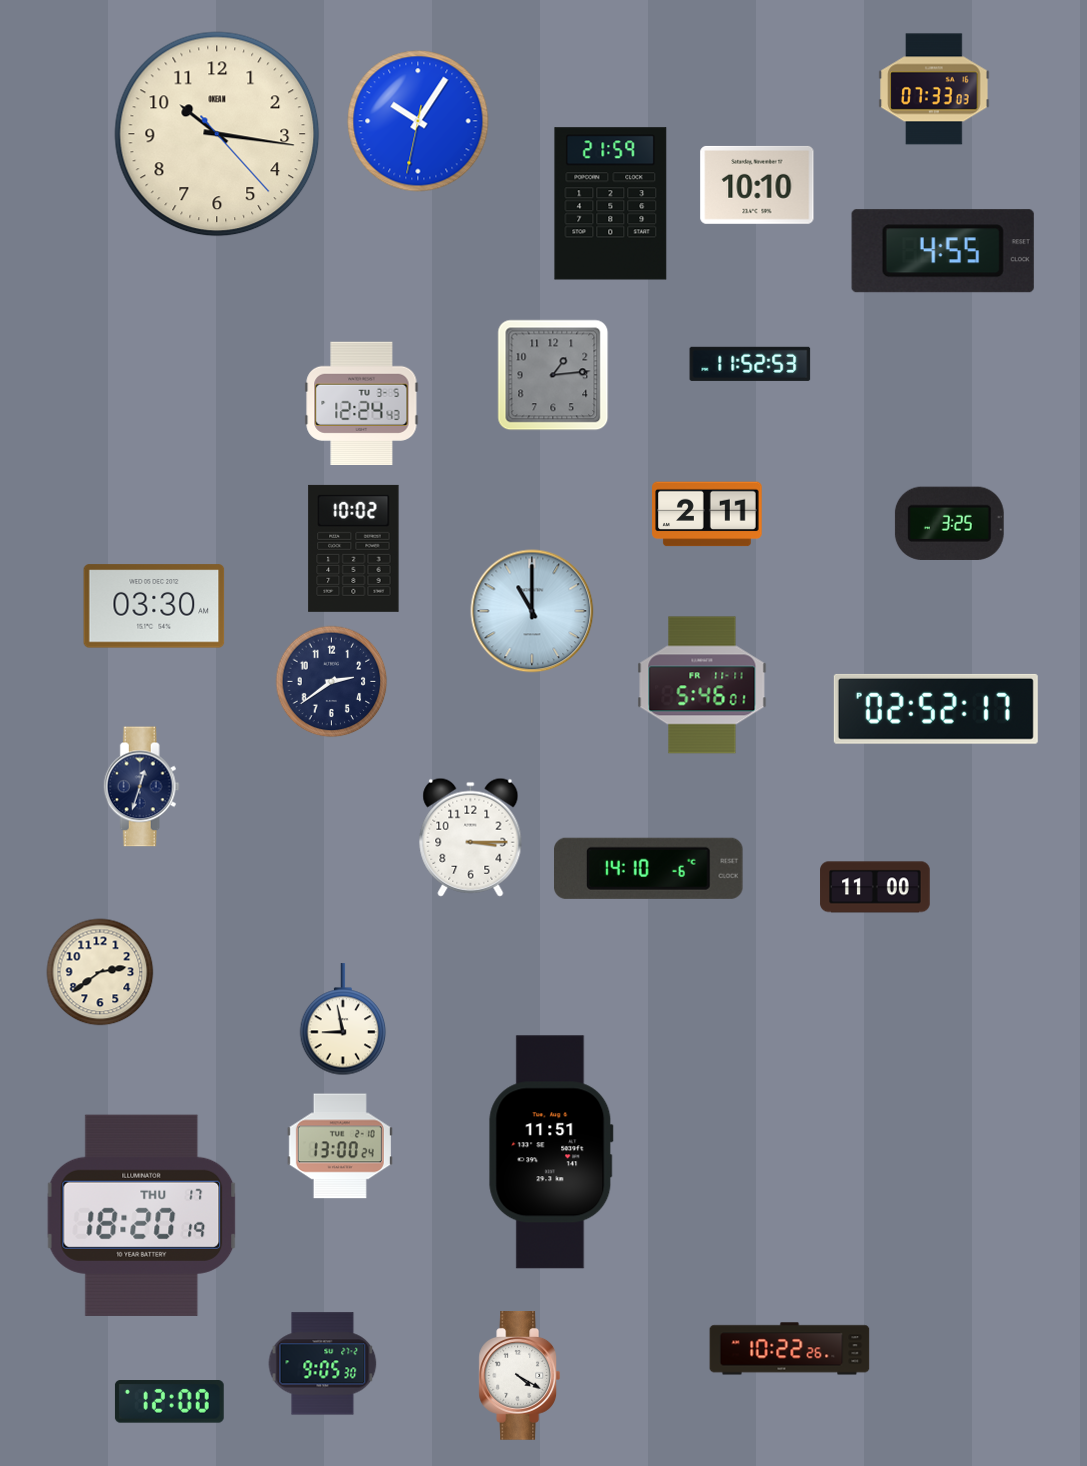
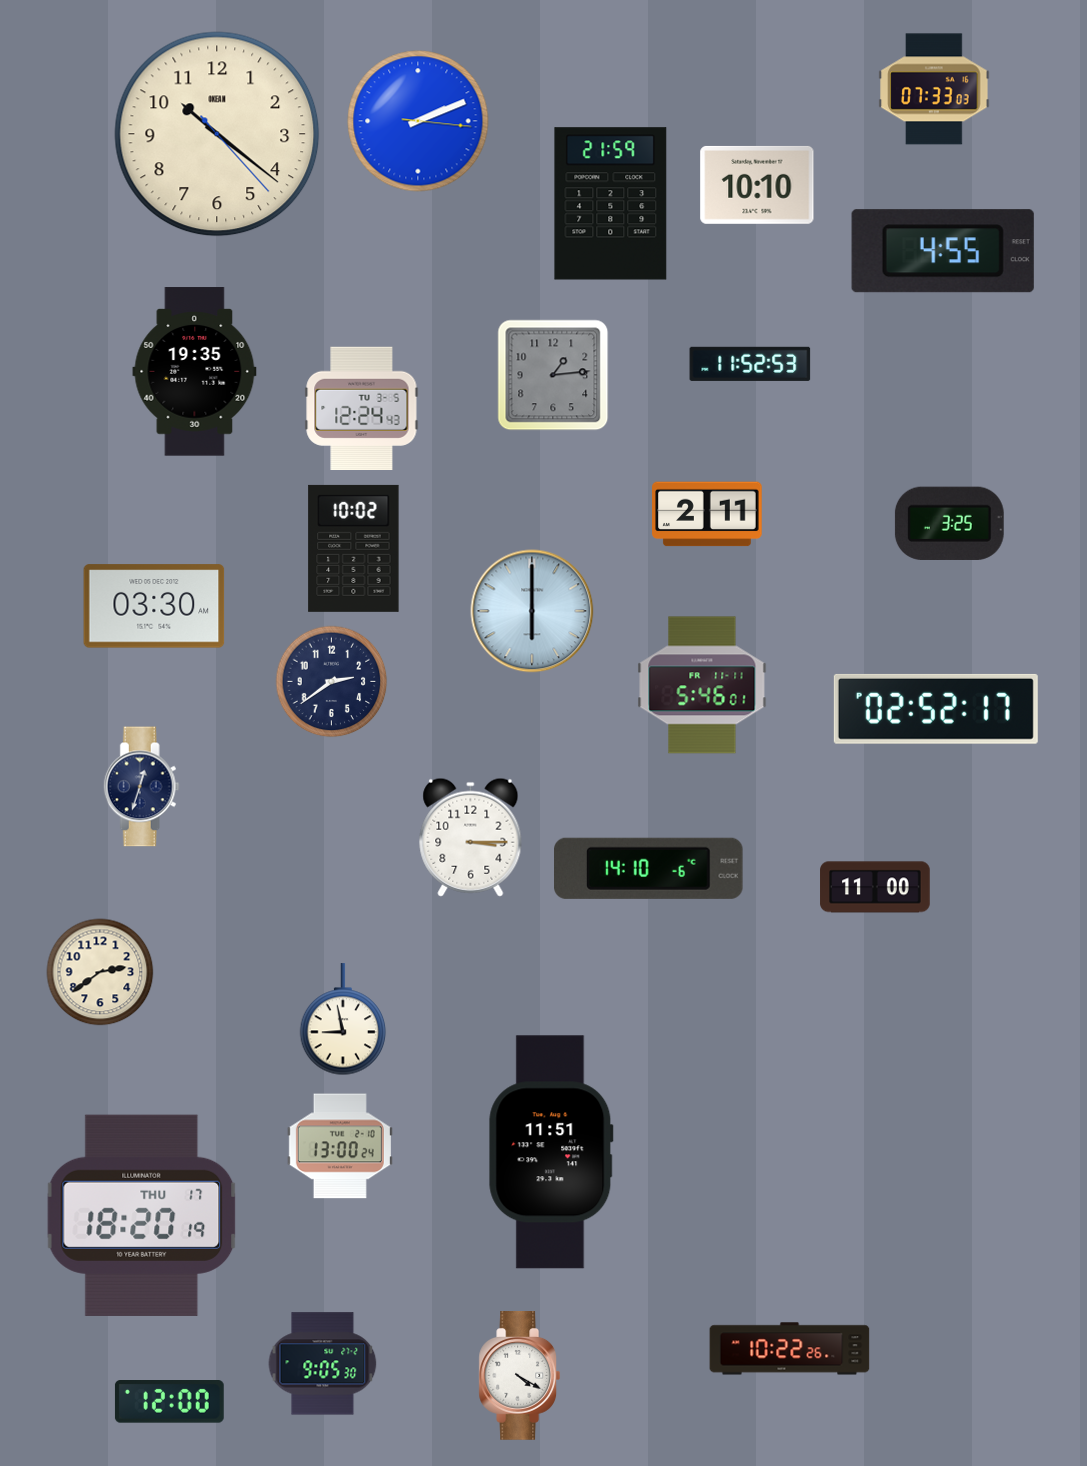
clock at (418, 121): 10:05 -> 2:11
clock at (217, 134): 10:16 -> 10:21
clock at (195, 372): none -> 19:35
clock at (362, 403) position: (362, 403) -> (362, 408)
clock at (532, 611): 11:00 -> 6:00
